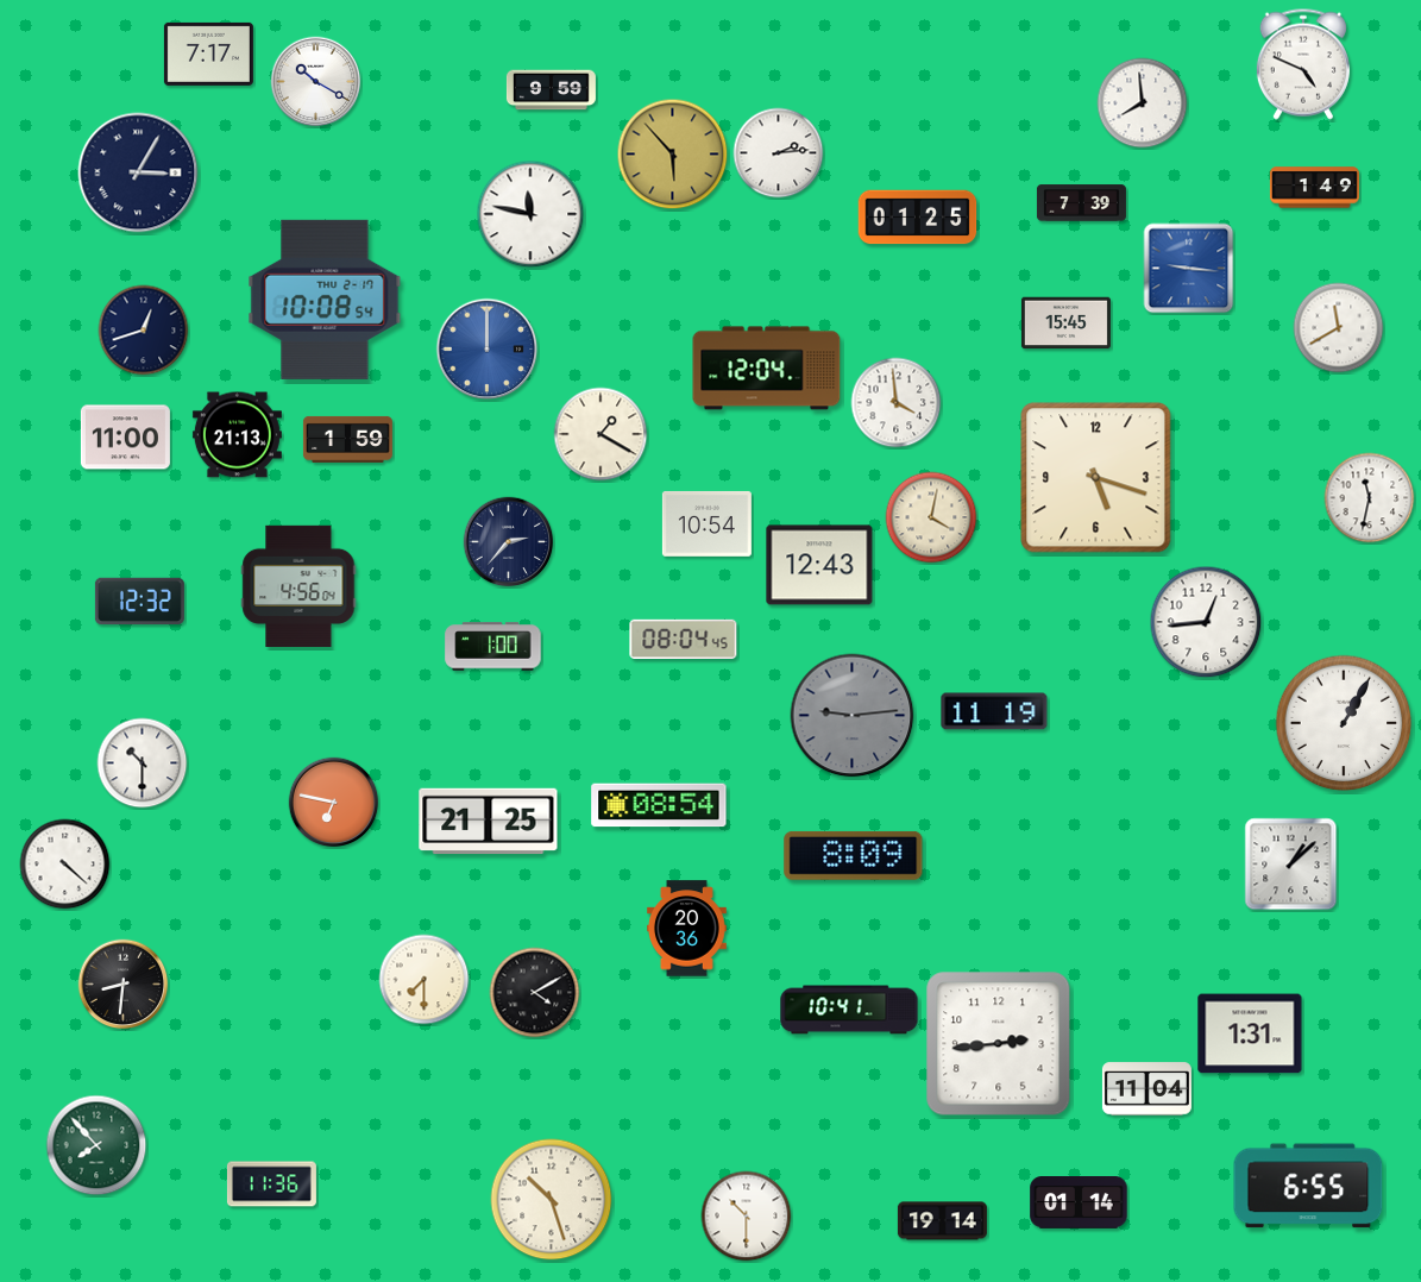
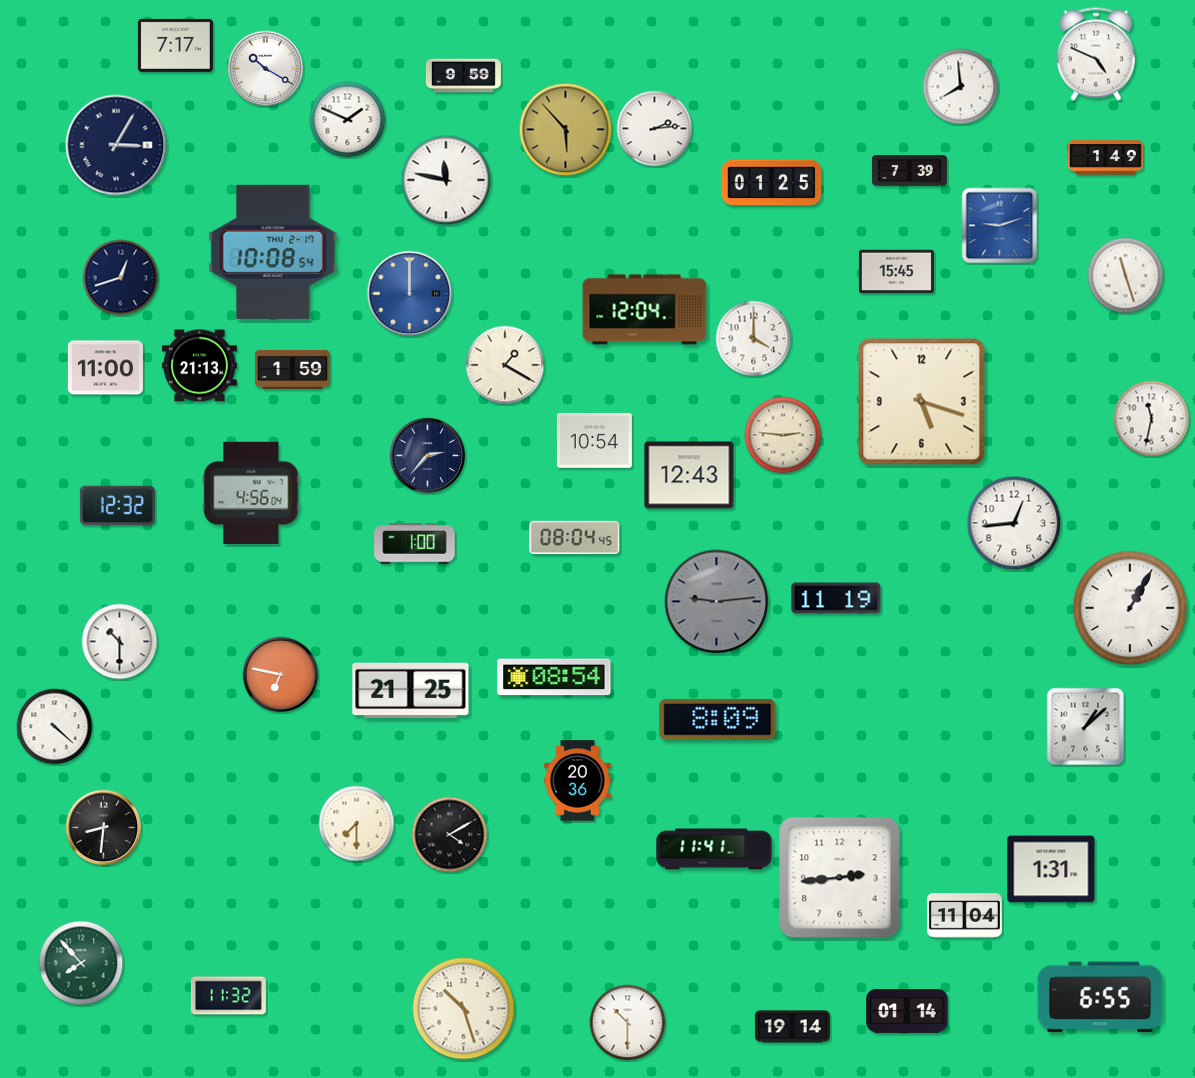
clock at (348, 120): none -> 1:49
clock at (1189, 269): 9:16 -> 9:12
clock at (1339, 328): 11:40 -> 11:27
clock at (897, 403): 3:59 -> 4:00
clock at (931, 517): 4:02 -> 2:46
clock at (849, 1010): 10:41 -> 11:41
clock at (271, 1184): 11:36 -> 11:32
